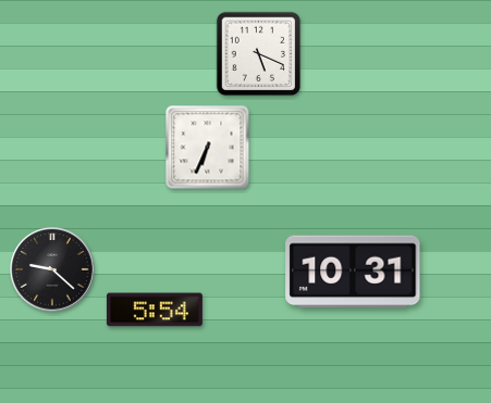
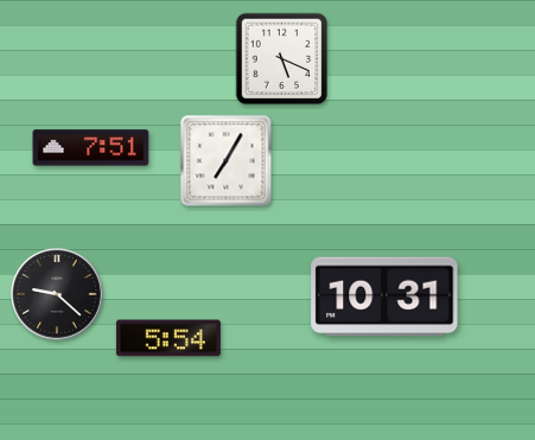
clock at (91, 148): none -> 7:51
clock at (208, 148): 6:34 -> 7:05
